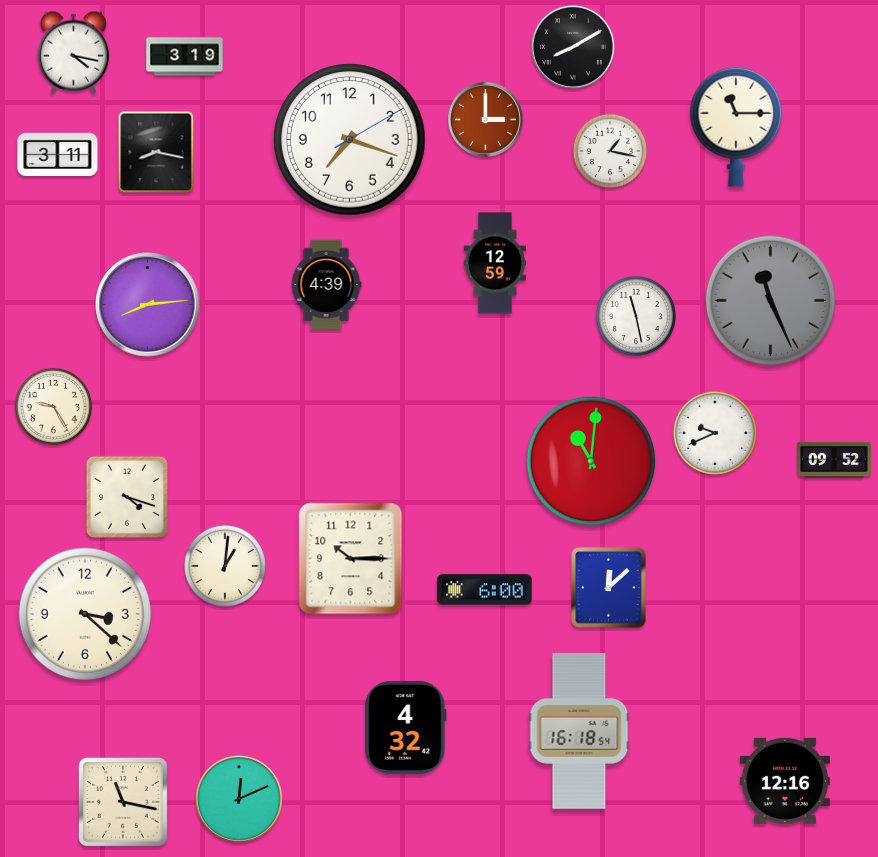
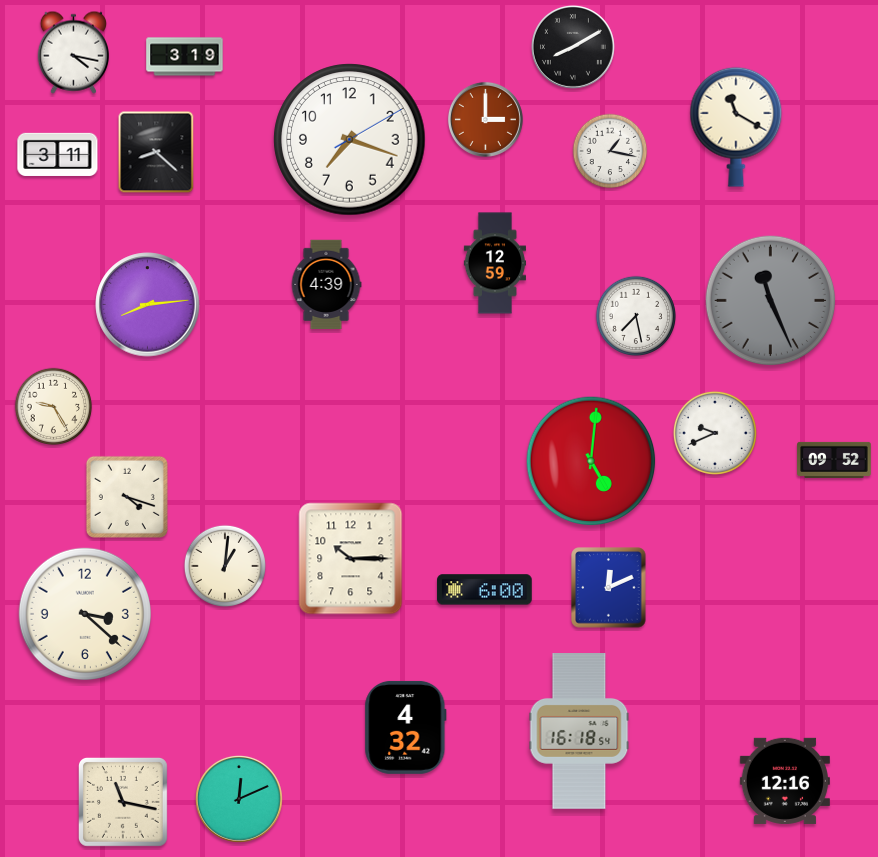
clock at (736, 127): 11:15 -> 11:20
clock at (156, 152): 8:17 -> 8:22
clock at (635, 315): 11:28 -> 7:28
clock at (591, 461): 11:01 -> 5:01
clock at (609, 588): 12:08 -> 12:11
